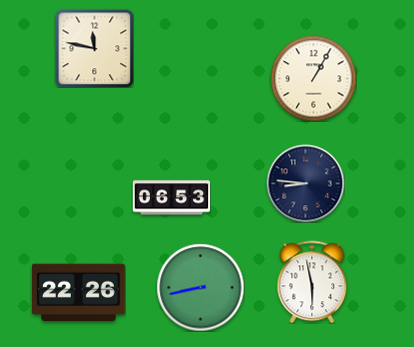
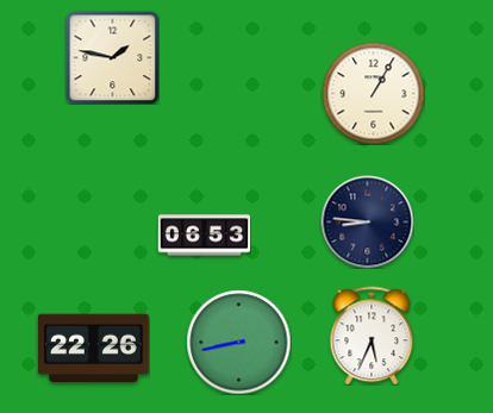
clock at (94, 48): 11:47 -> 1:47
clock at (305, 183) position: (305, 183) -> (367, 221)
clock at (312, 282): 5:58 -> 5:34
